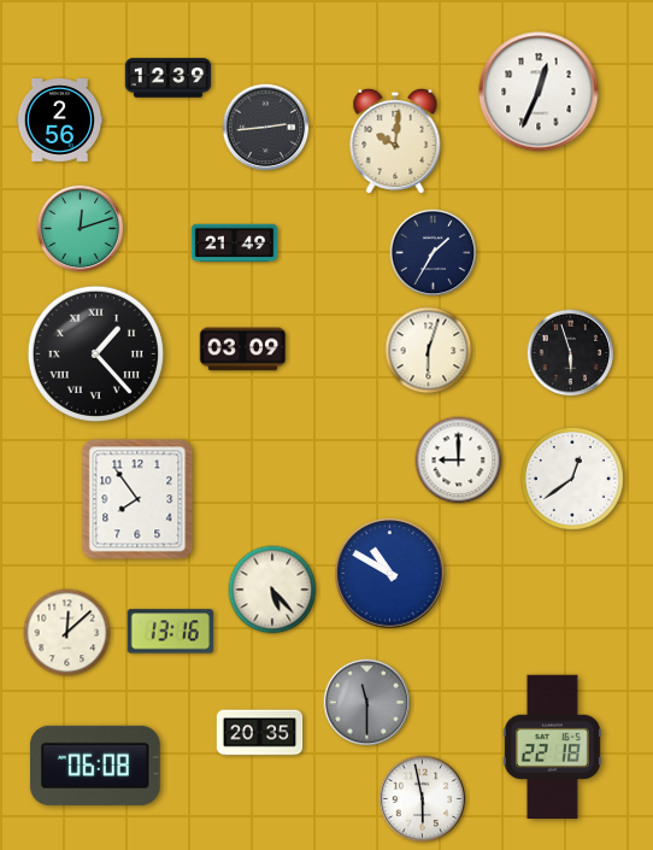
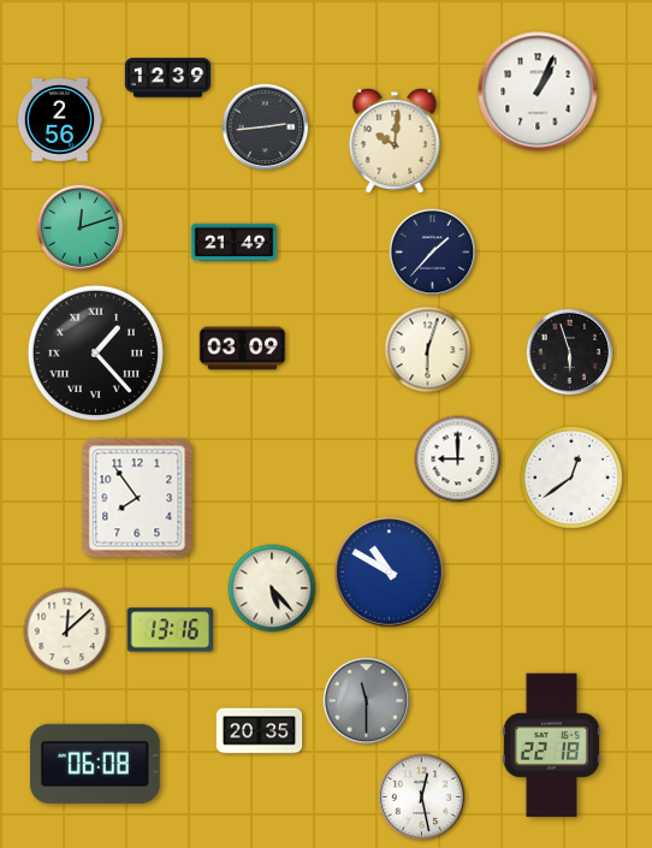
clock at (539, 92): 12:34 -> 1:04
clock at (434, 253): 1:35 -> 1:37
clock at (423, 799): 5:58 -> 12:28
